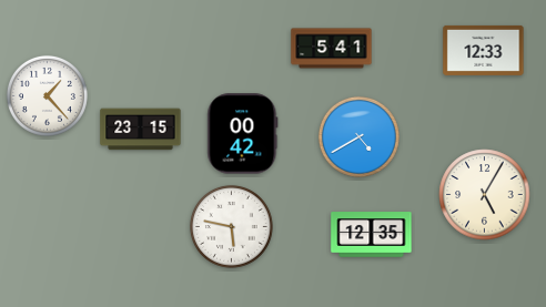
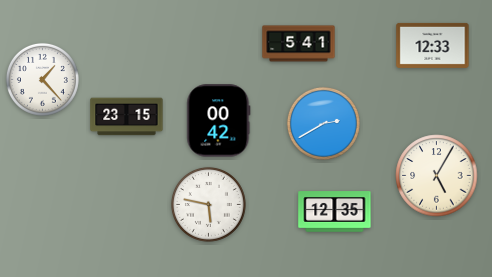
clock at (484, 50) position: (484, 50) -> (433, 45)
clock at (47, 95) position: (47, 95) -> (42, 79)
clock at (358, 136): 4:40 -> 2:40
